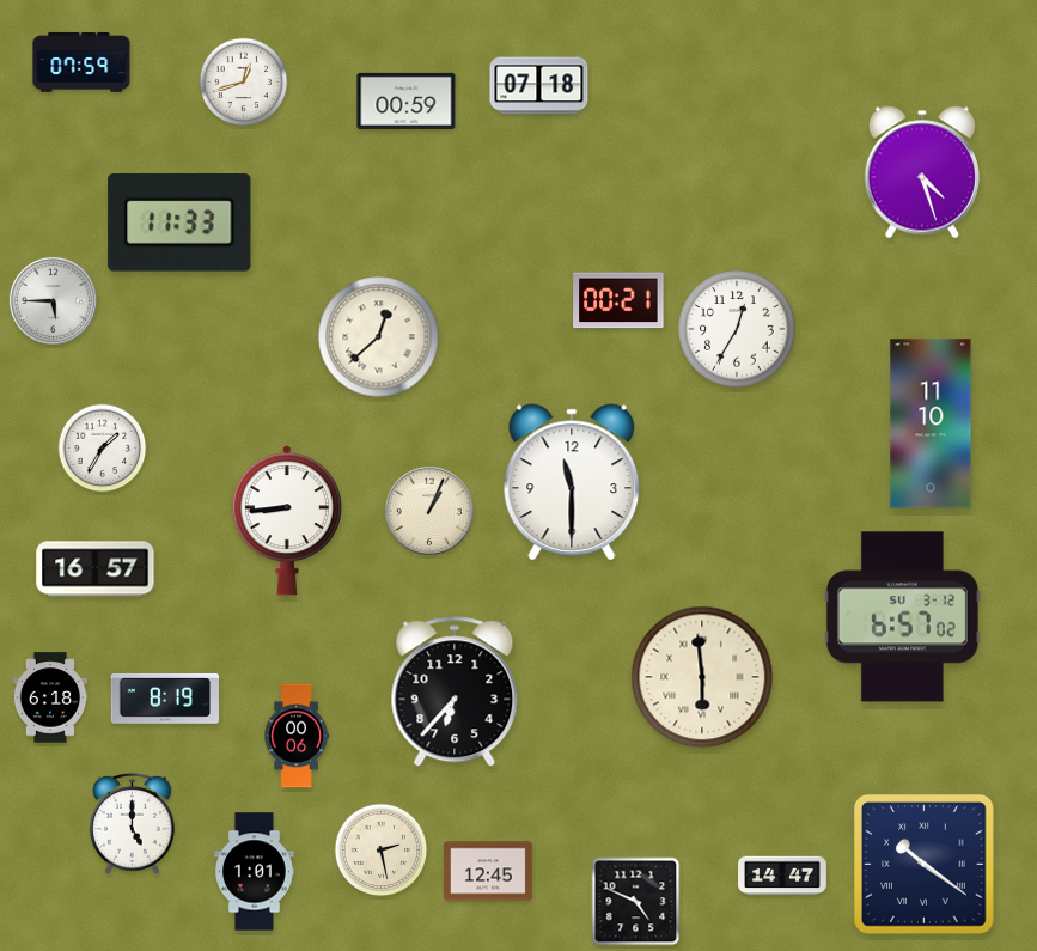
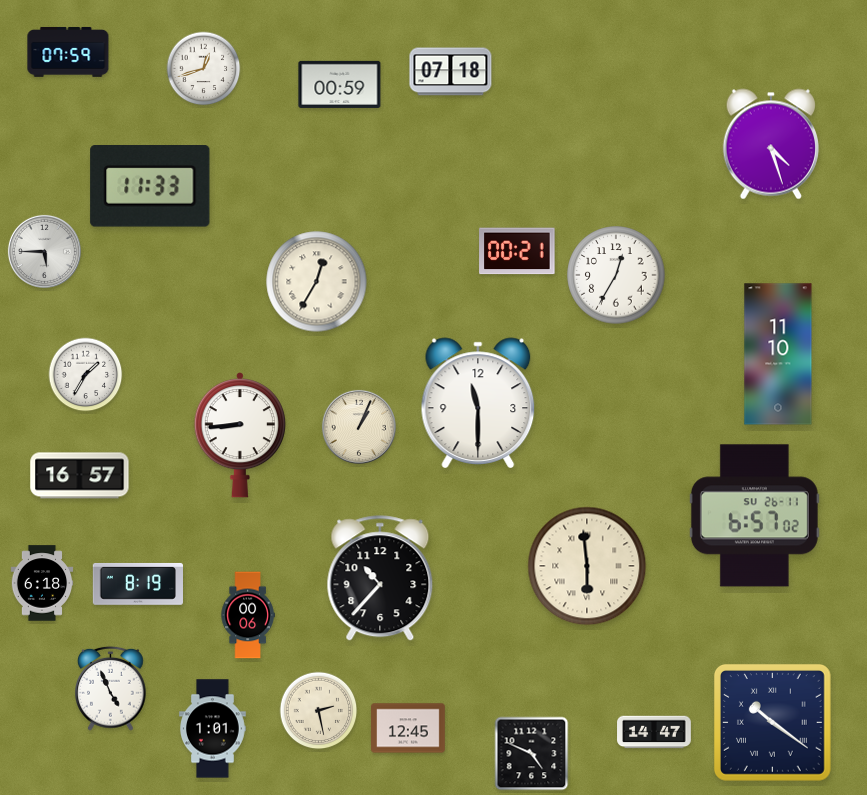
clock at (379, 337): 12:38 -> 12:35
clock at (902, 617) date: SU 3-12 -> SU 26-11
clock at (455, 693): 6:37 -> 10:37
clock at (133, 823): 5:00 -> 4:56
